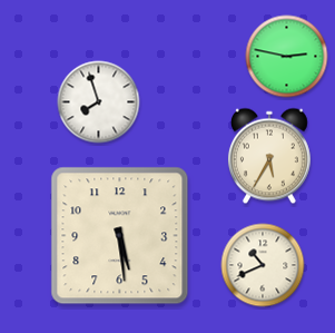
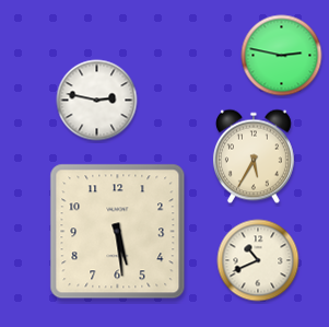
clock at (99, 102): 7:57 -> 2:47
clock at (269, 156) position: (269, 156) -> (254, 156)
